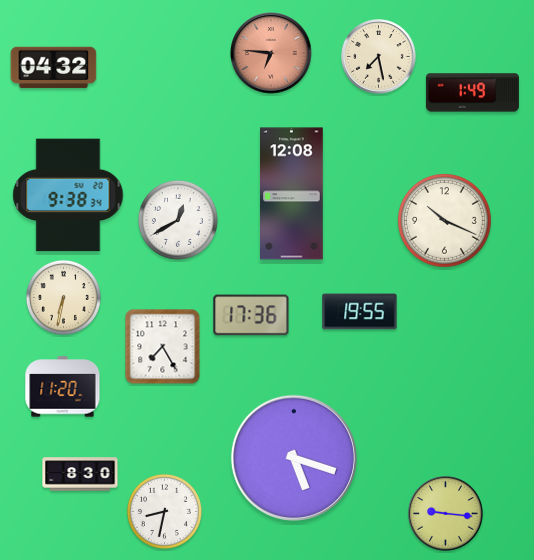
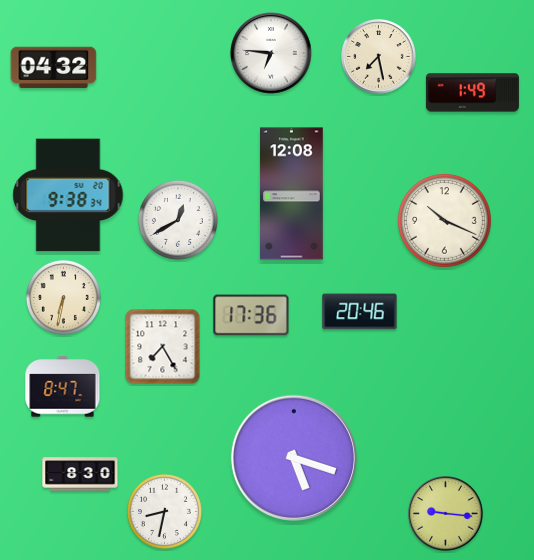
clock at (271, 53) dial: salmon -> white
clock at (360, 312): 19:55 -> 20:46
clock at (63, 387): 11:20 -> 8:47
